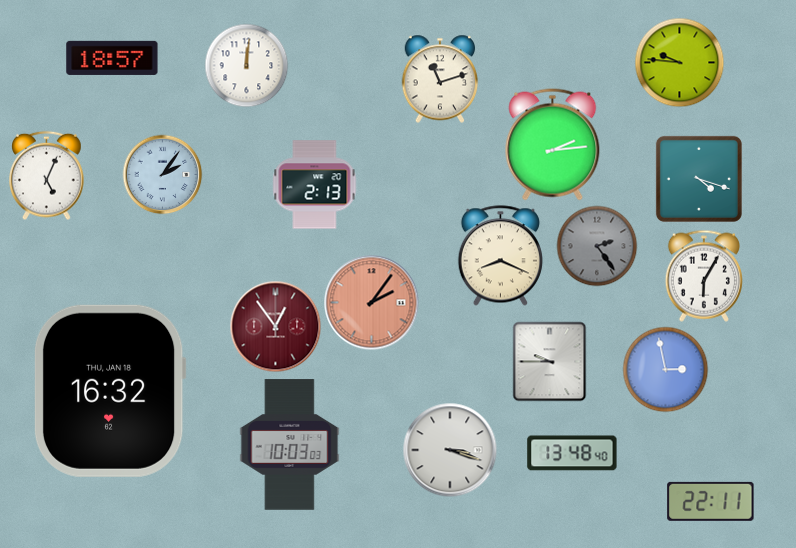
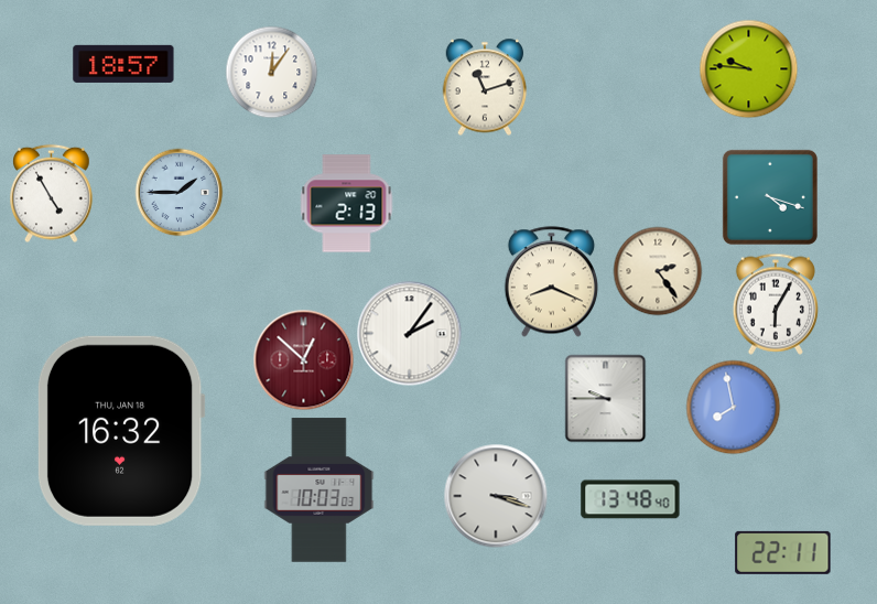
clock at (246, 65): 12:01 -> 12:06
clock at (553, 145): 2:14 -> none
clock at (162, 174): 2:06 -> 1:45
clock at (47, 175): 5:04 -> 4:55
clock at (597, 246) dial: grey -> cream
clock at (371, 302) dial: salmon -> white
clock at (275, 326): 12:54 -> 12:52
clock at (665, 369): 2:58 -> 7:58
